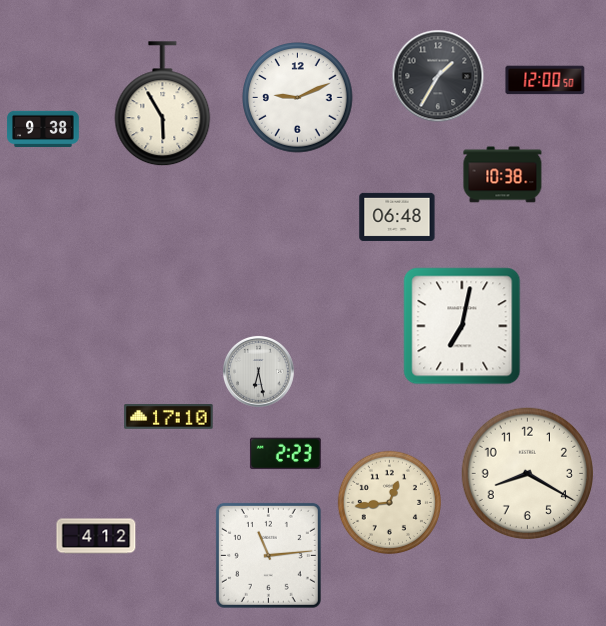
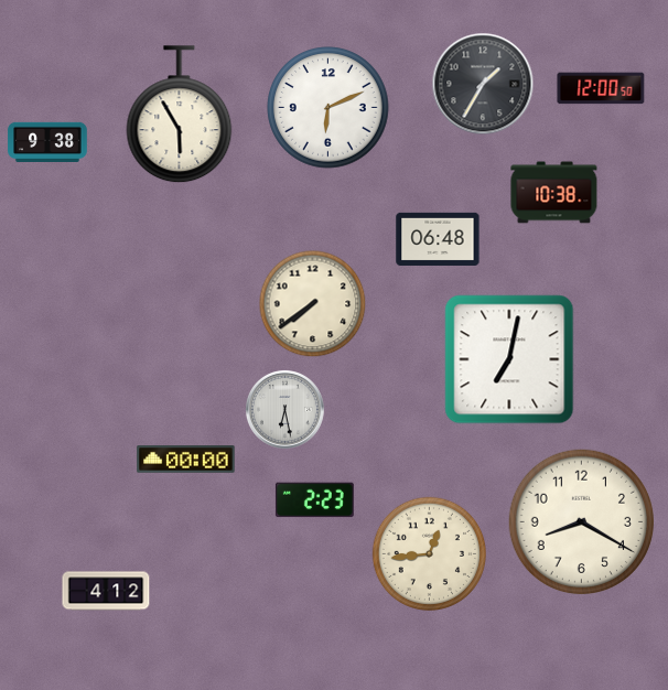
clock at (298, 98): 9:11 -> 6:11
clock at (313, 304): none -> 7:39
clock at (169, 417): 17:10 -> 00:00
clock at (268, 555): 11:14 -> none
